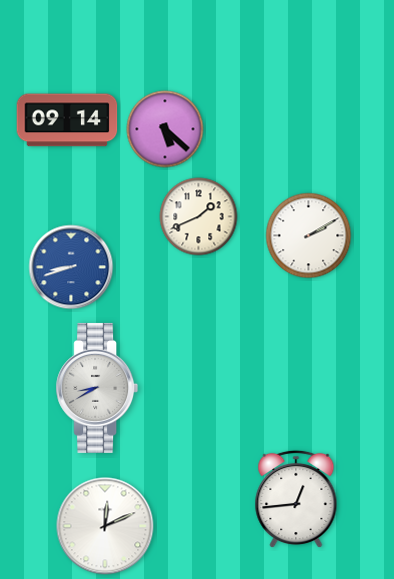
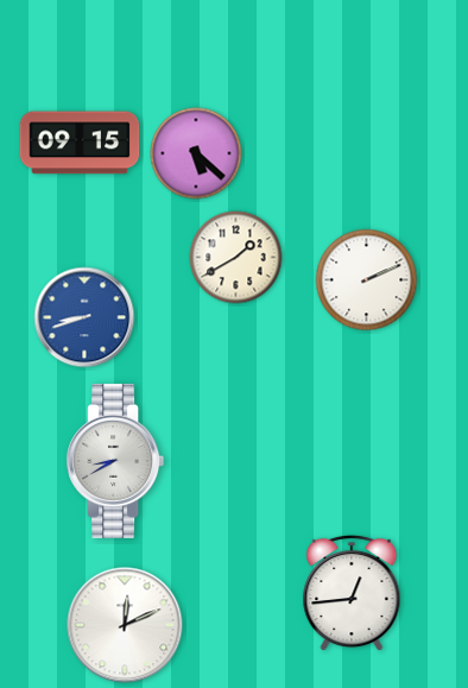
clock at (67, 120): 09:14 -> 09:15
clock at (199, 217): 1:41 -> 1:40
clock at (309, 236): 2:10 -> 2:11
